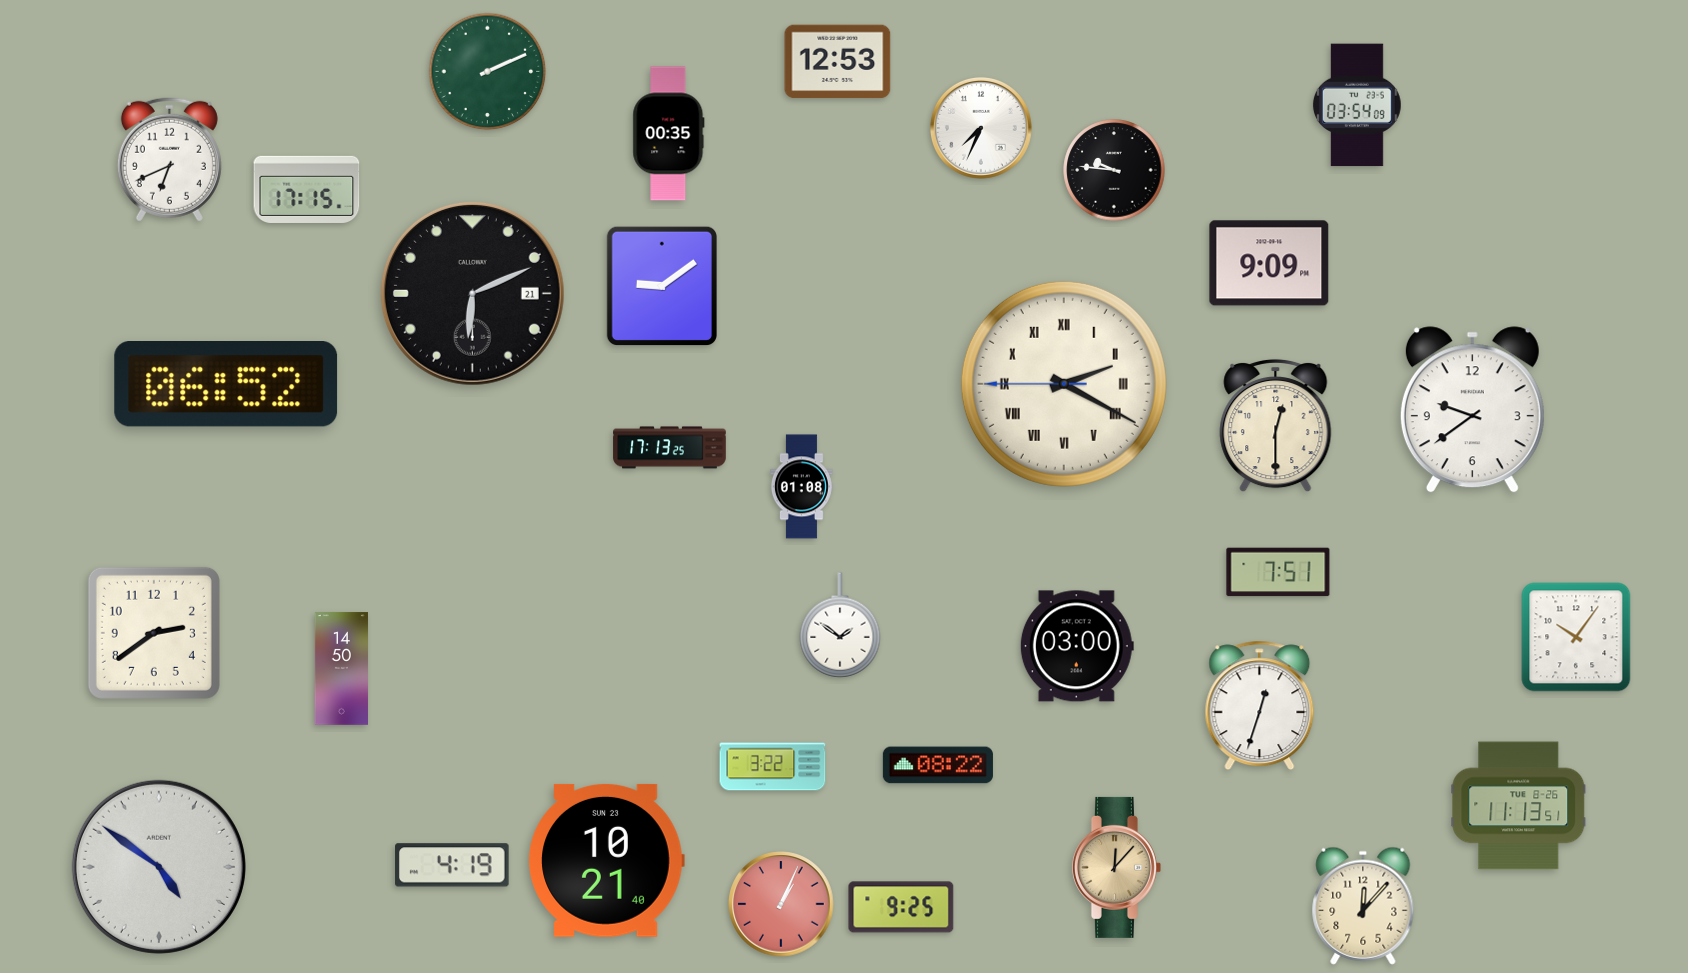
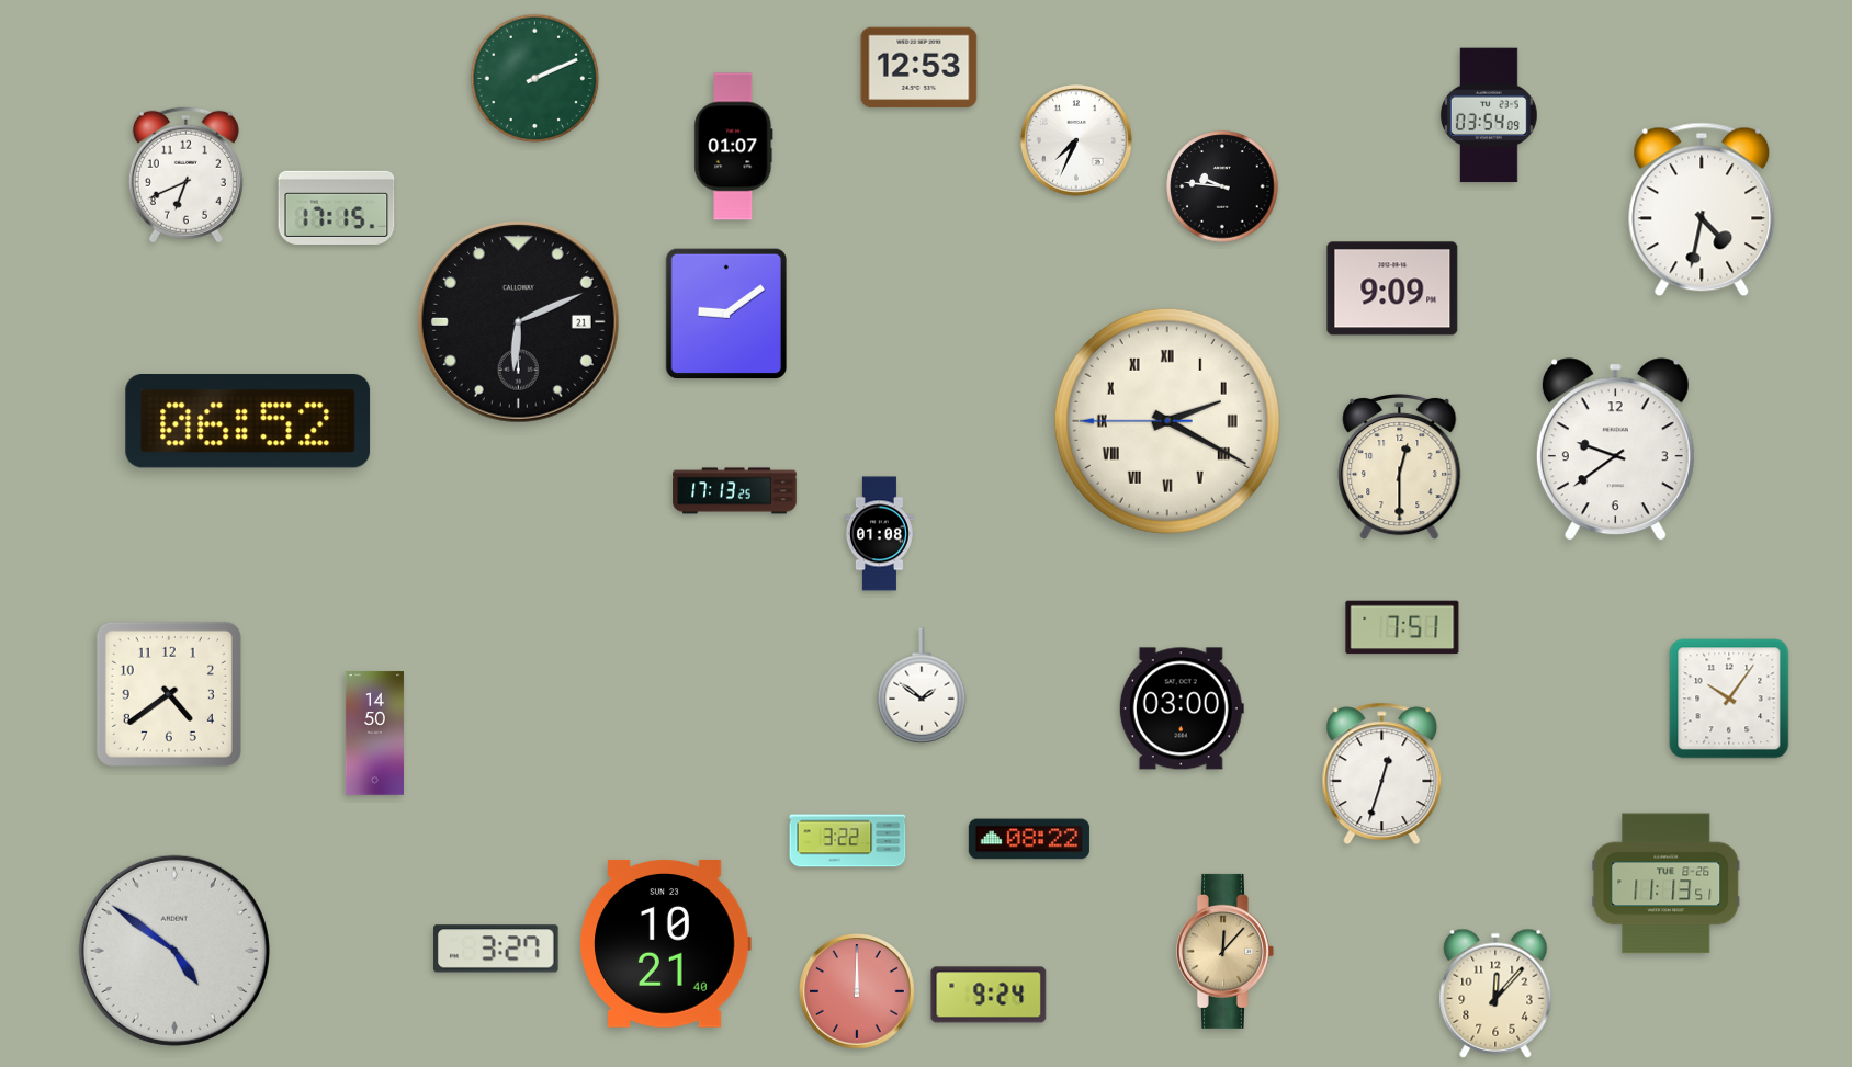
clock at (669, 134): 00:35 -> 01:07
clock at (1702, 209): none -> 4:32
clock at (154, 633): 2:39 -> 4:39
clock at (452, 865): 4:19 -> 3:27
clock at (781, 904): 1:04 -> 12:00
clock at (901, 907): 9:25 -> 9:24
